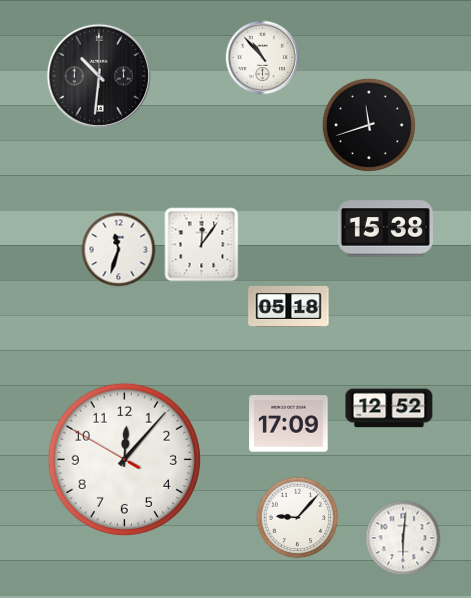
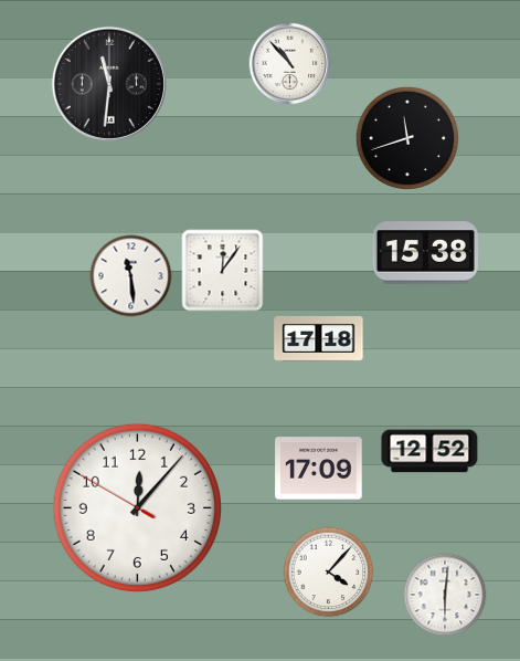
clock at (99, 76): 10:31 -> 11:31
clock at (119, 250): 11:33 -> 11:29
clock at (289, 307): 05:18 -> 17:18
clock at (298, 518): 9:07 -> 4:07
